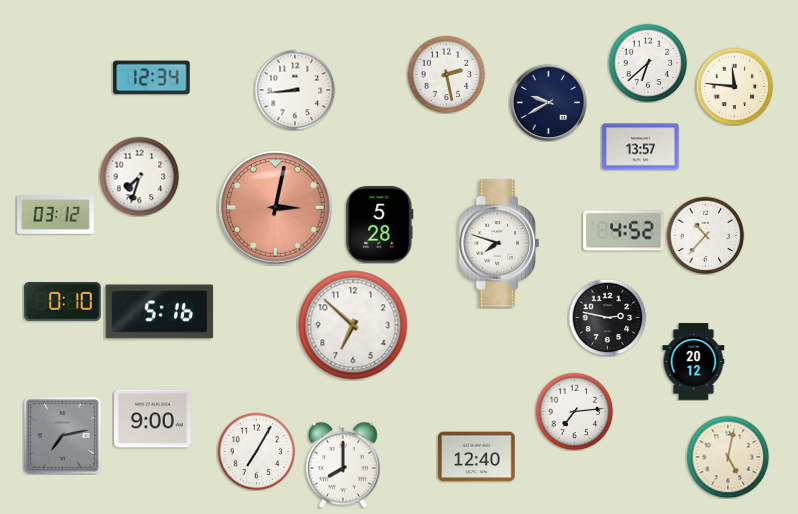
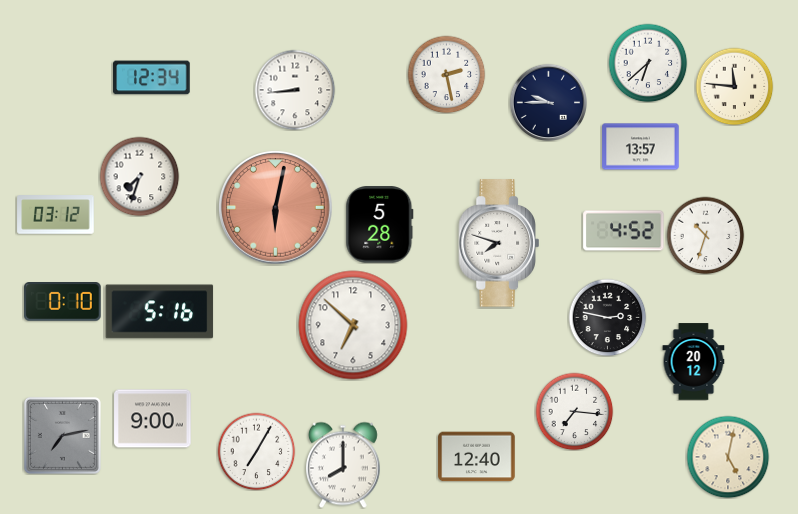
clock at (548, 102): 9:40 -> 9:45
clock at (276, 208): 3:02 -> 6:02
clock at (705, 235): 10:37 -> 10:33
clock at (574, 411): 7:14 -> 7:16
